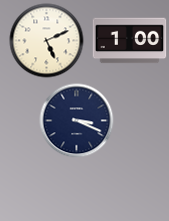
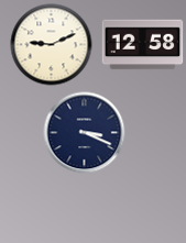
clock at (47, 41): 5:11 -> 9:11
clock at (130, 41): 1:00 -> 12:58
